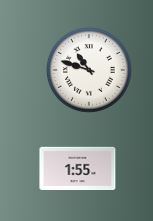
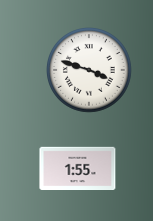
clock at (90, 71): 10:48 -> 3:48
